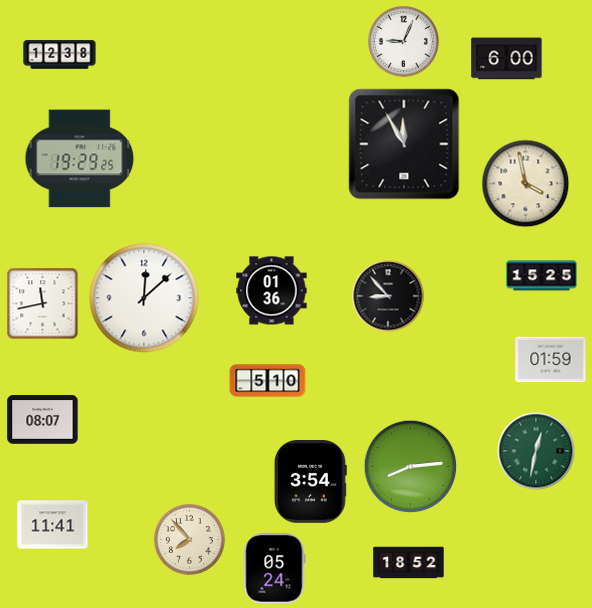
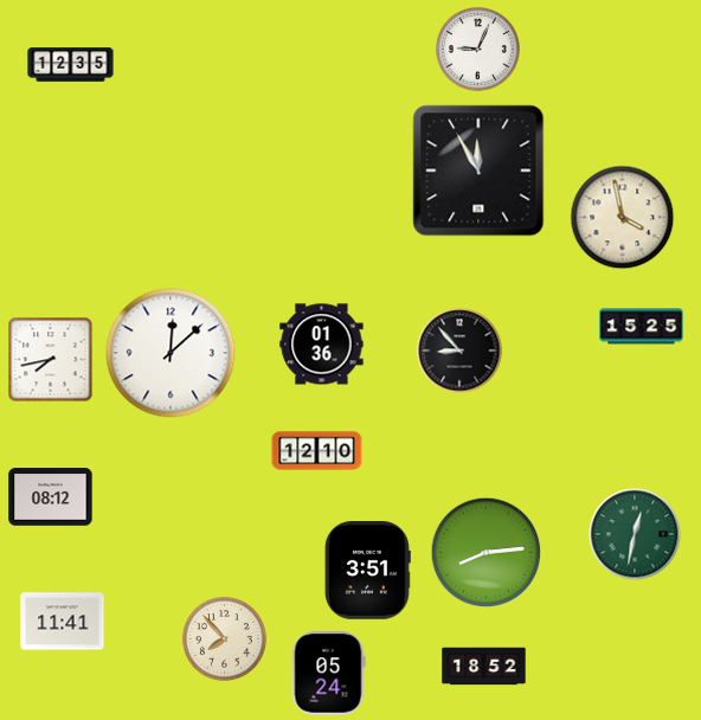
clock at (60, 55): 12:38 -> 12:35
clock at (507, 59): 6:00 -> none
clock at (80, 159): 19:29 -> none
clock at (43, 304): 11:43 -> 7:43
clock at (551, 360): 01:59 -> none
clock at (268, 381): 5:10 -> 12:10
clock at (43, 420): 08:07 -> 08:12
clock at (310, 482): 3:54 -> 3:51
clock at (274, 569) position: (274, 569) -> (328, 674)
